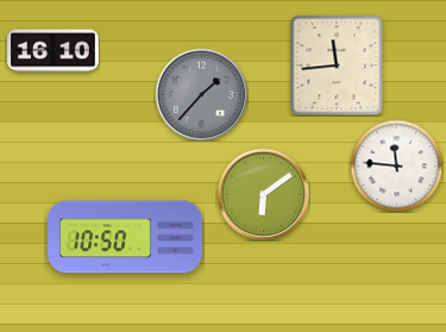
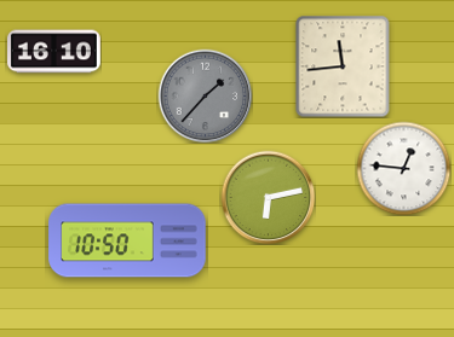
clock at (396, 165): 11:46 -> 12:46
clock at (263, 194): 6:09 -> 6:13
